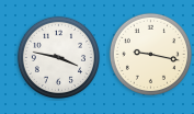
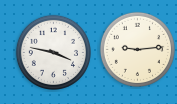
clock at (150, 54): 9:17 -> 9:14
